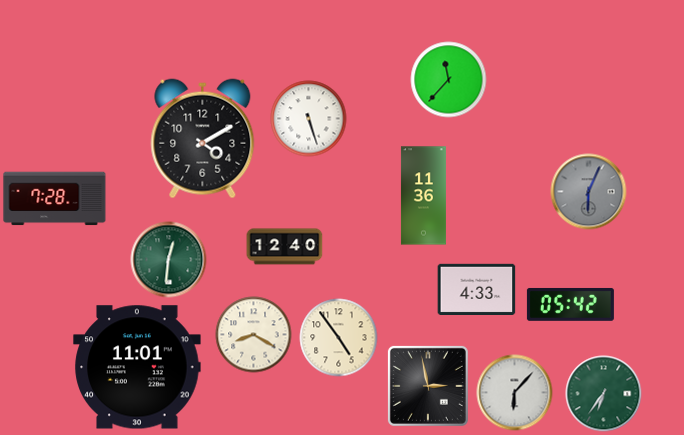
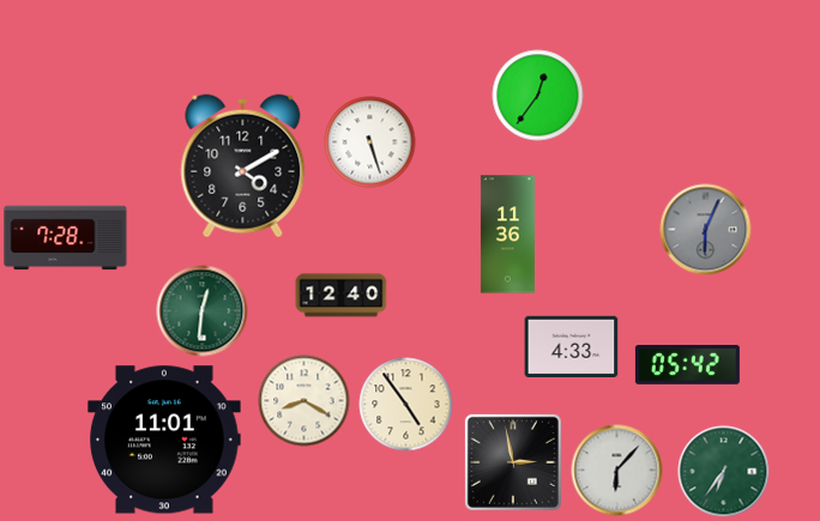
clock at (449, 80): 11:37 -> 12:36
clock at (570, 304) position: (570, 304) -> (687, 364)
